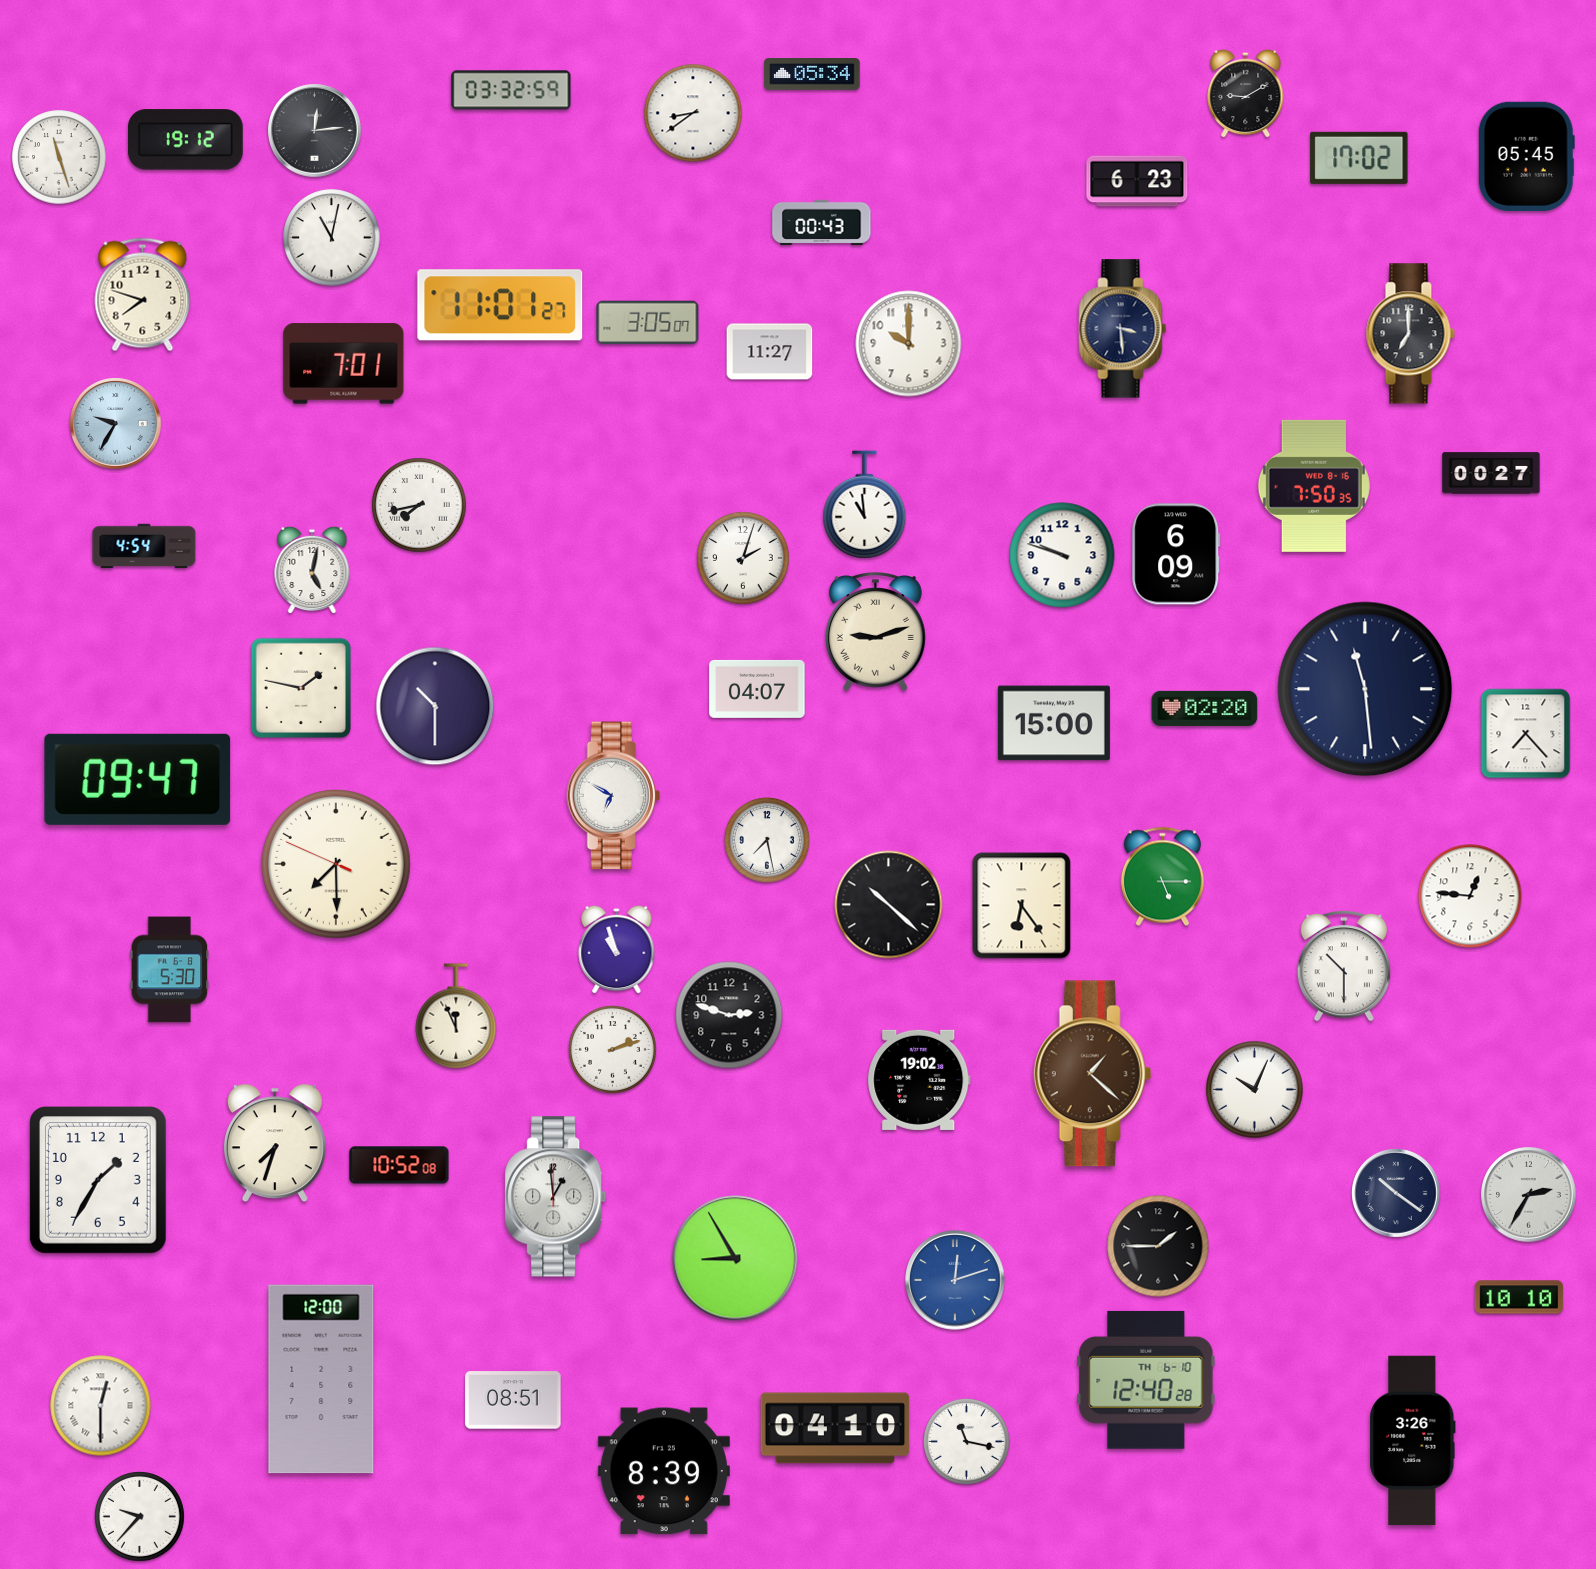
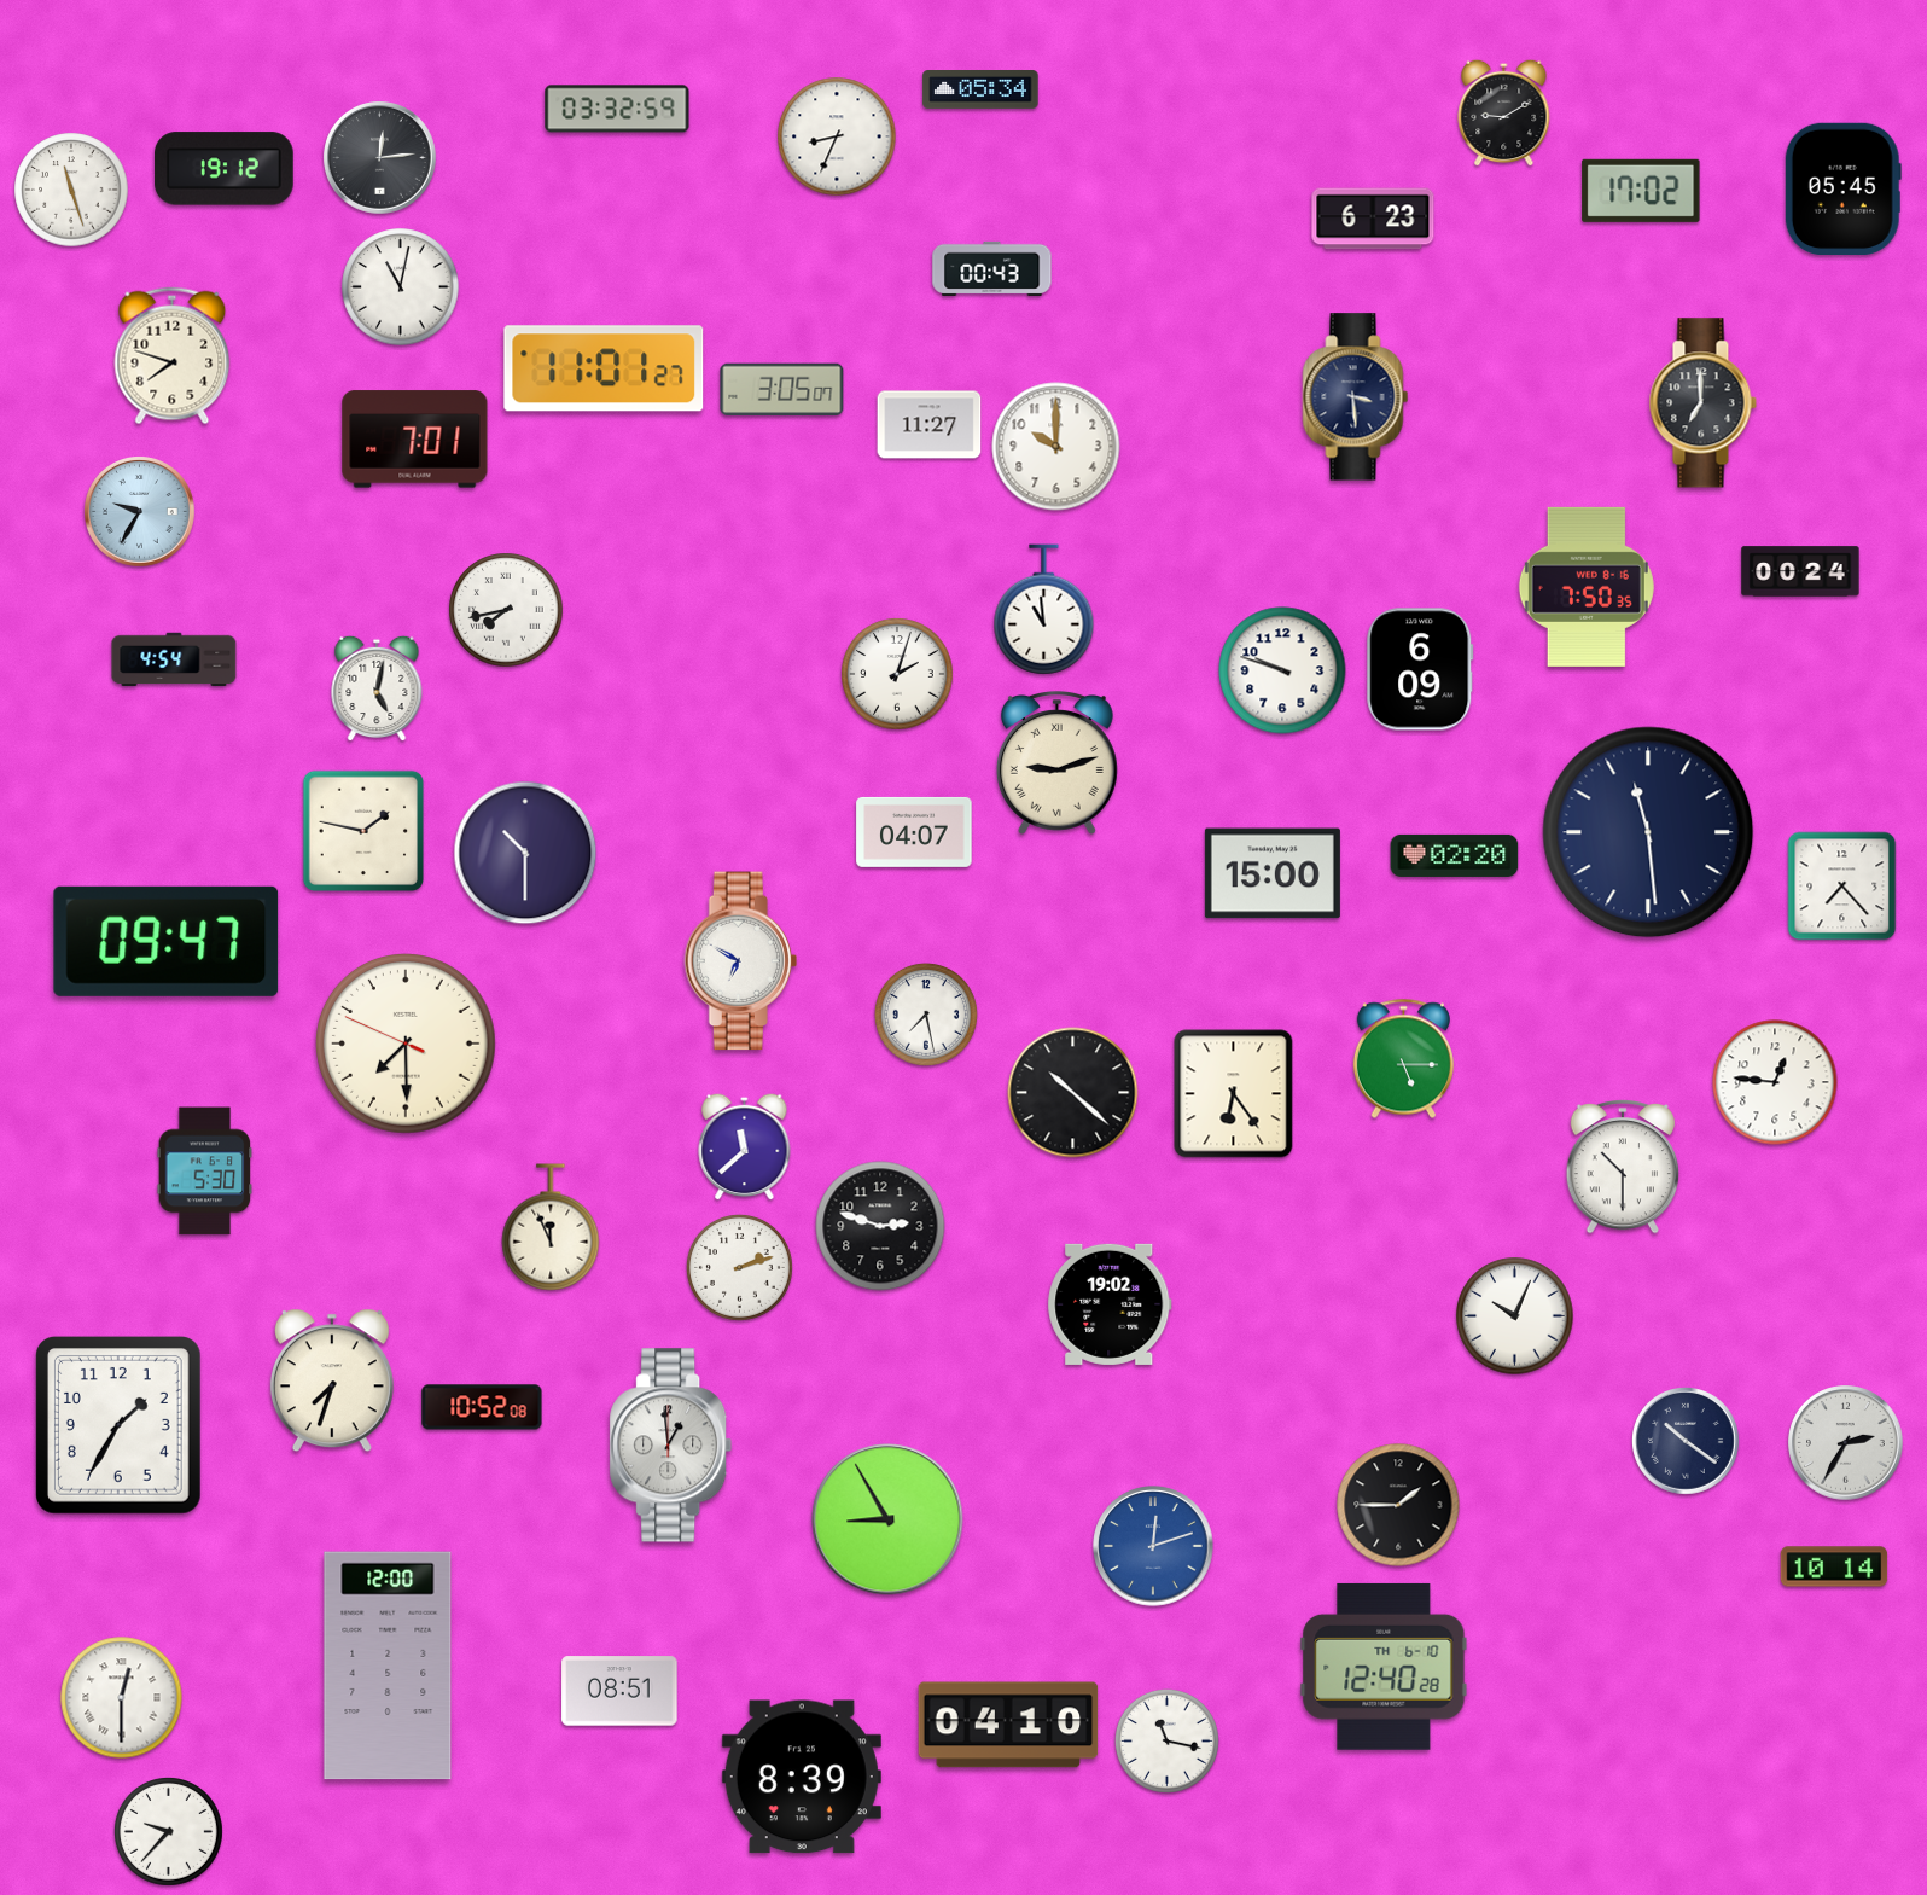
clock at (693, 113): 8:39 -> 8:34
clock at (909, 344) position: (909, 344) -> (1056, 447)
clock at (1491, 473): 00:27 -> 00:24
clock at (617, 949): 10:57 -> 11:38
clock at (1093, 1074): 1:22 -> none
clock at (1519, 1297): 10:10 -> 10:14
clock at (1413, 1441): 3:26 -> none
